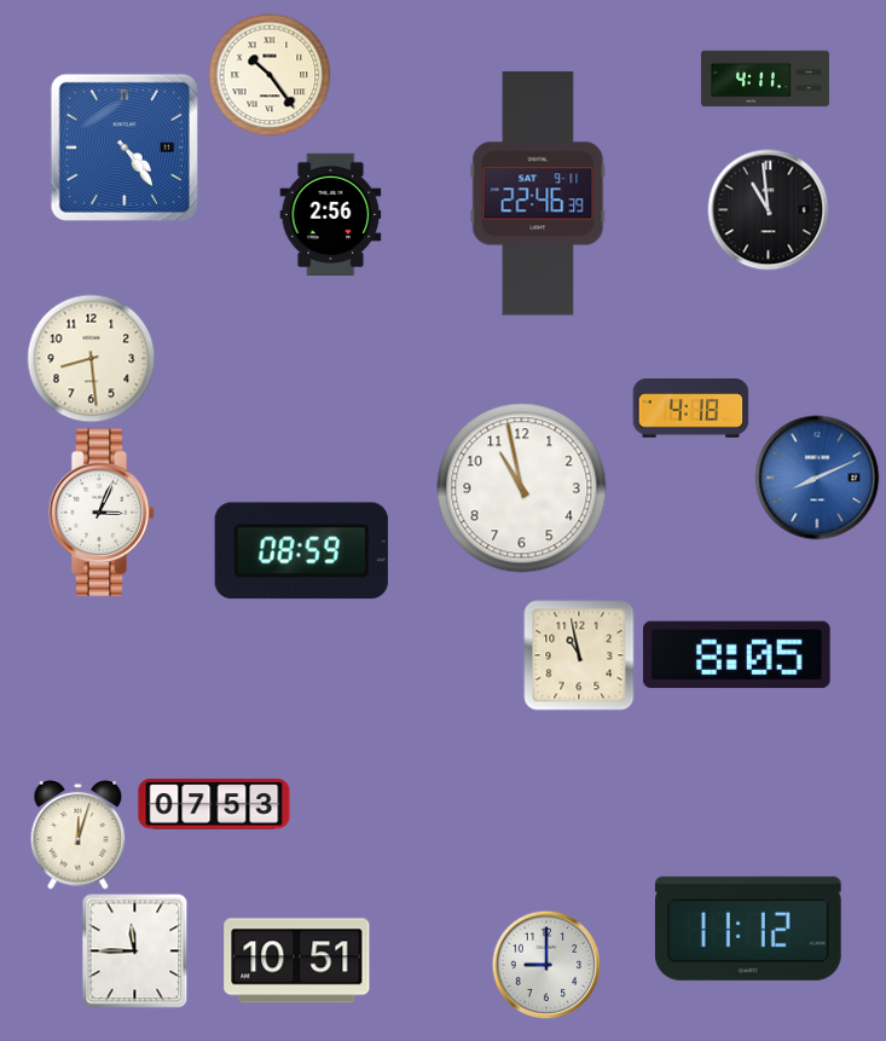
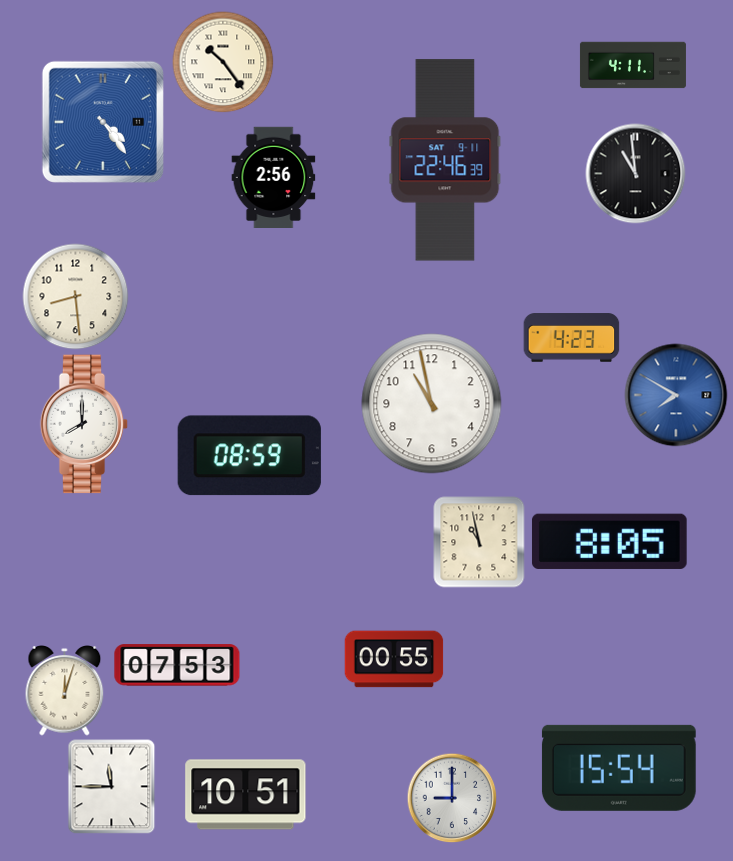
clock at (691, 409): 4:18 -> 4:23
clock at (817, 478): 8:11 -> 7:50
clock at (102, 513): 3:04 -> 8:00
clock at (394, 659): none -> 00:55
clock at (748, 929): 11:12 -> 15:54
